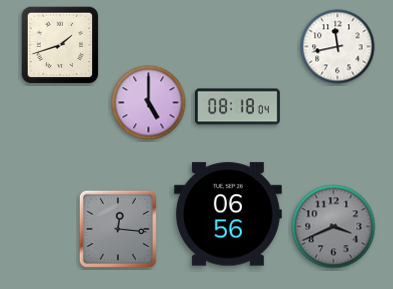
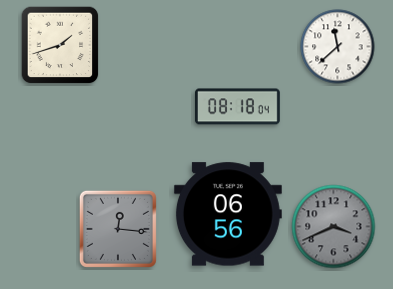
clock at (338, 47): 11:43 -> 11:38
clock at (149, 103): 5:00 -> none
